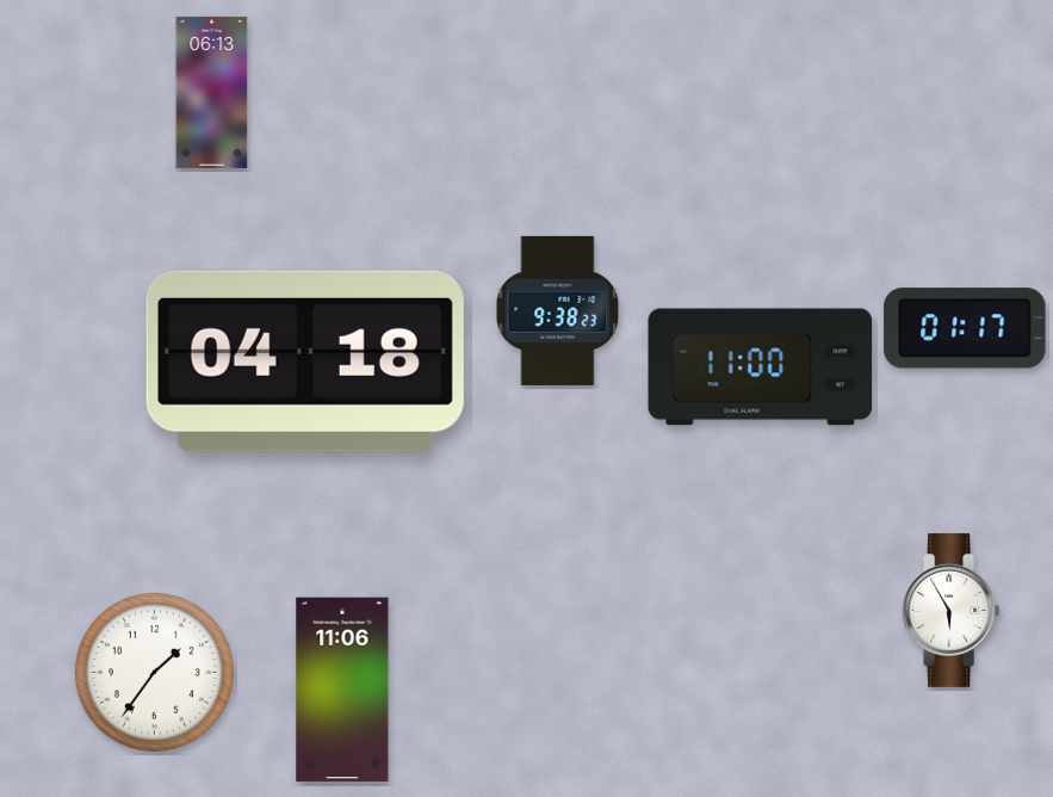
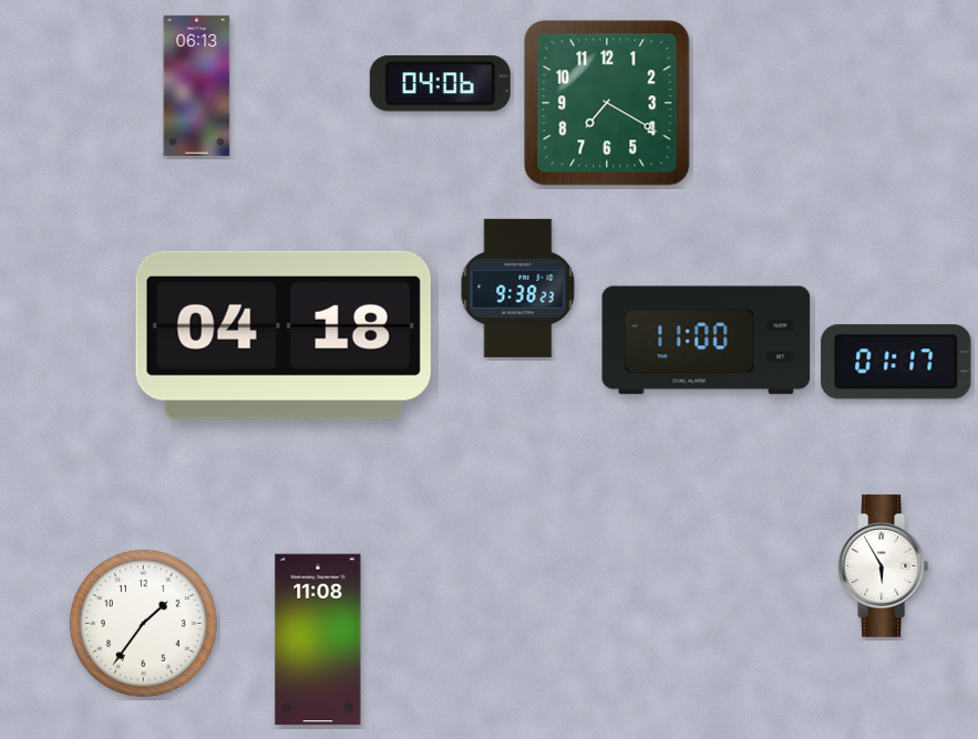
clock at (440, 84): none -> 04:06
clock at (607, 103): none -> 7:20
clock at (965, 328) position: (965, 328) -> (896, 362)
clock at (342, 690): 11:06 -> 11:08
